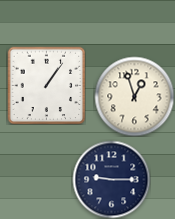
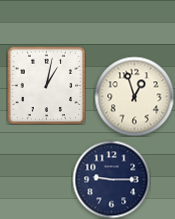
clock at (46, 85): 1:06 -> 1:02
